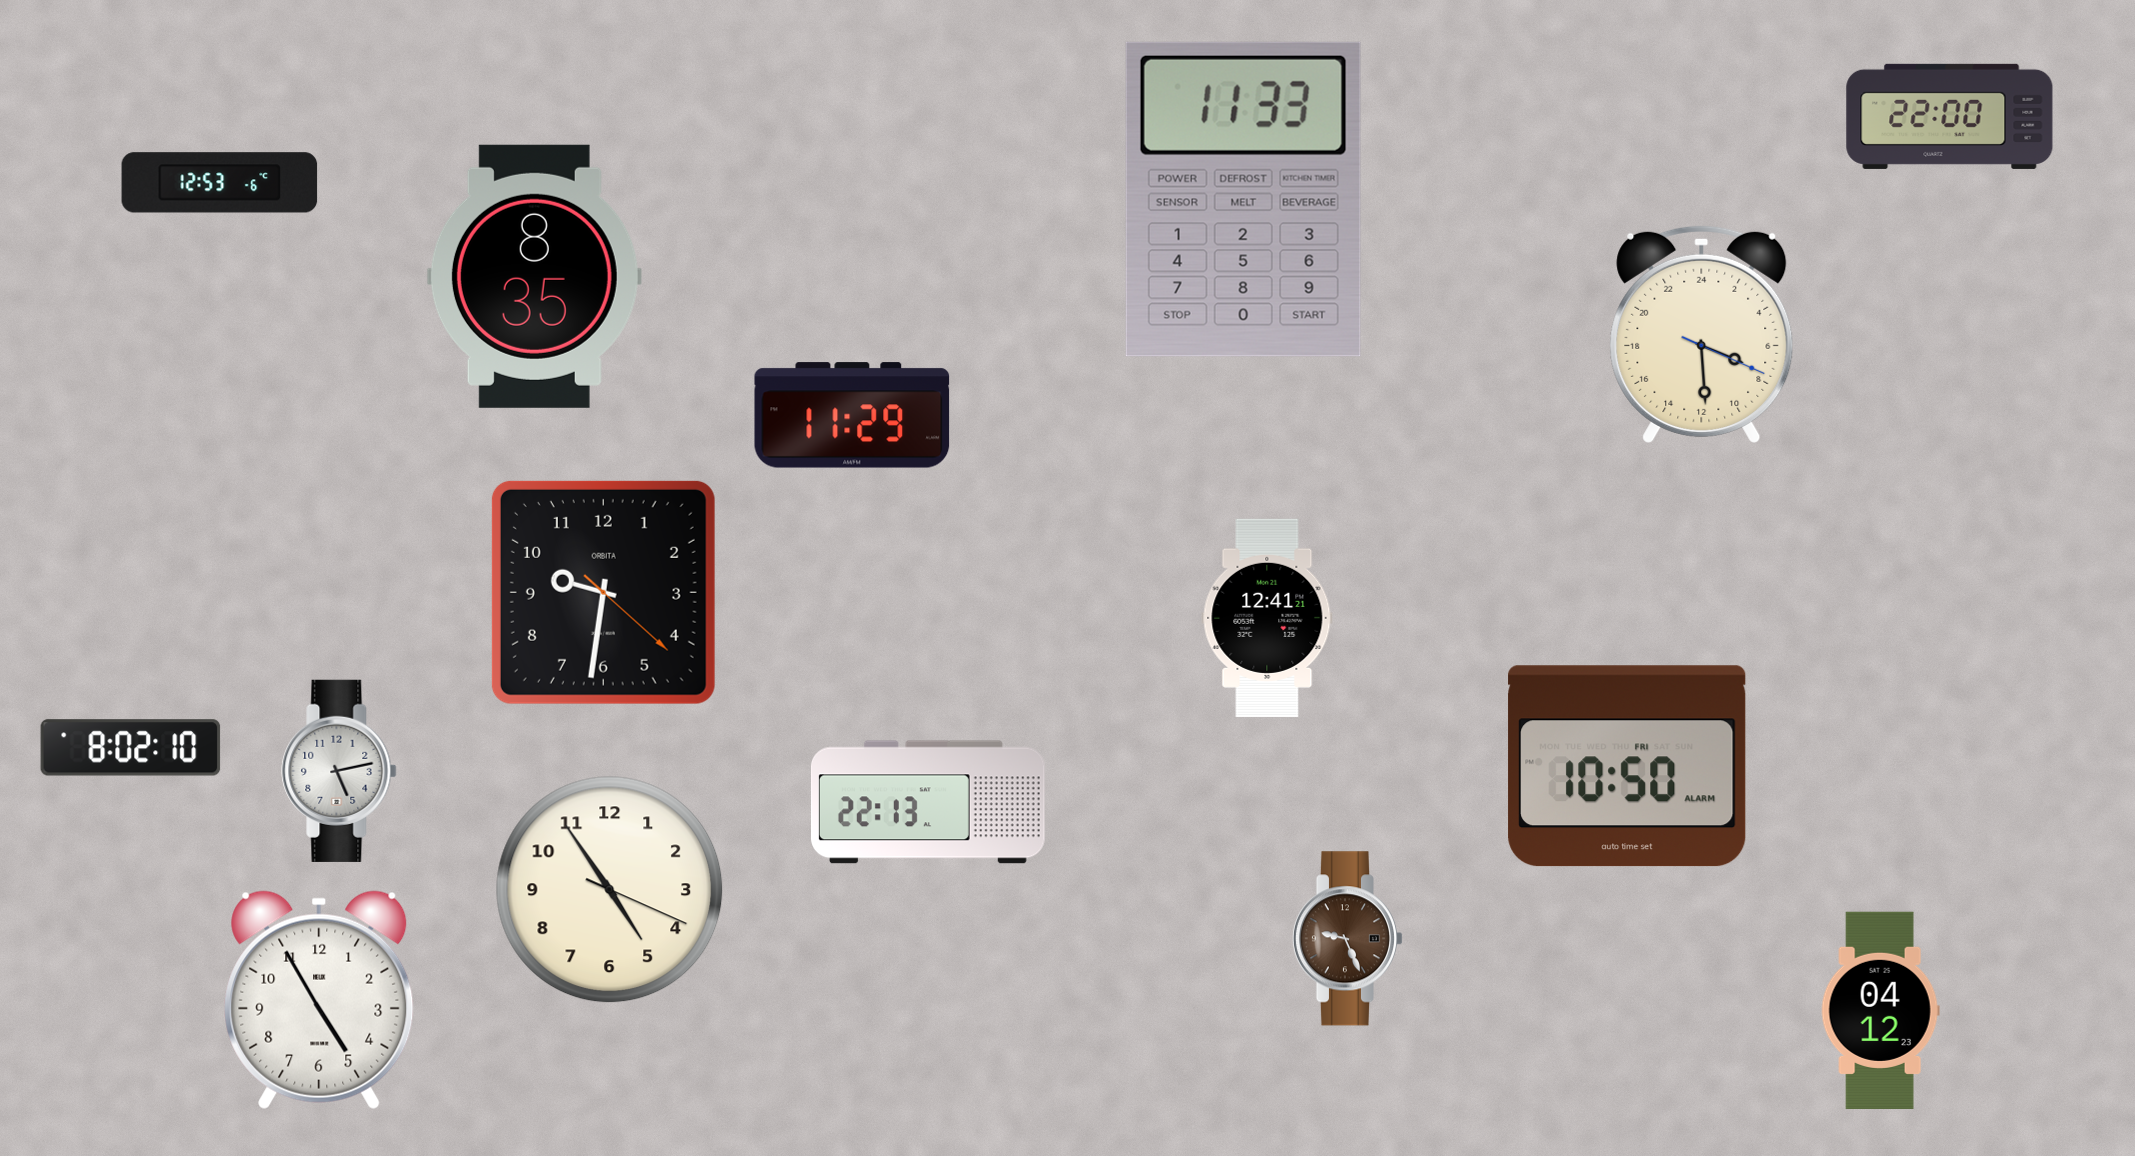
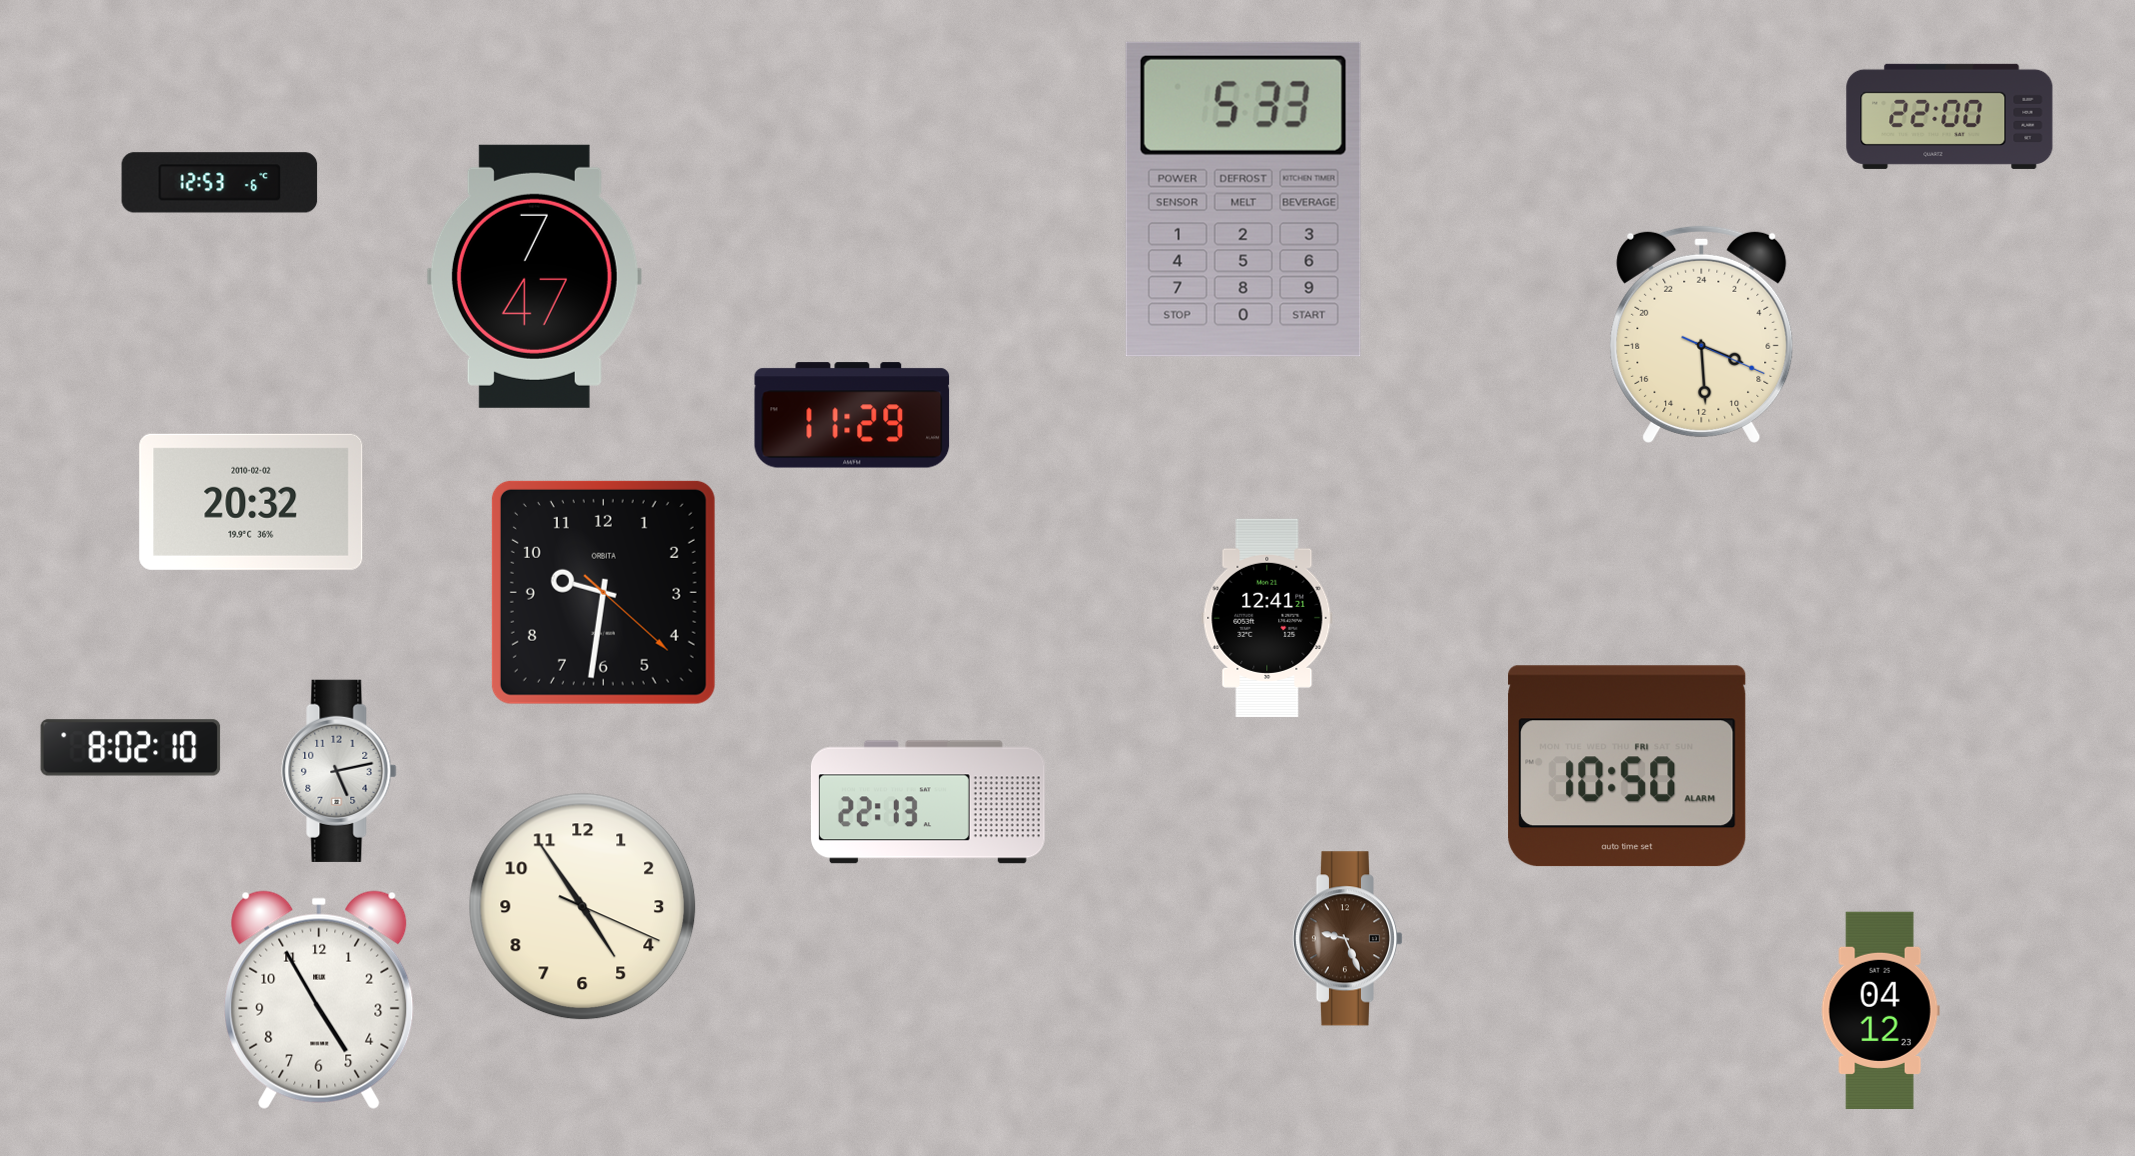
clock at (1243, 199): 11:33 -> 5:33
clock at (534, 276): 8:35 -> 7:47
clock at (251, 502): none -> 20:32
clock at (610, 890) position: (610, 890) -> (583, 907)
